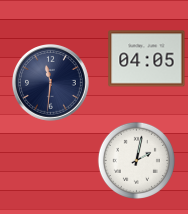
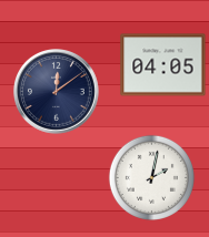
clock at (51, 83): 11:31 -> 12:09
